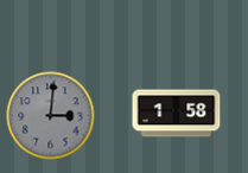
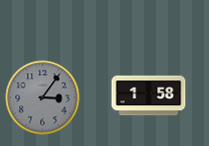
clock at (51, 116): 3:01 -> 3:06
